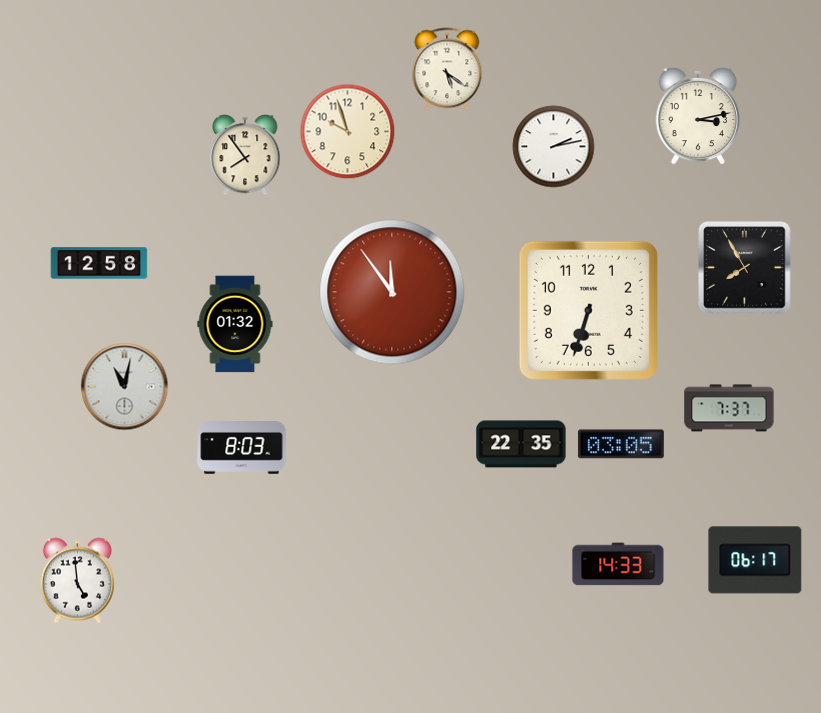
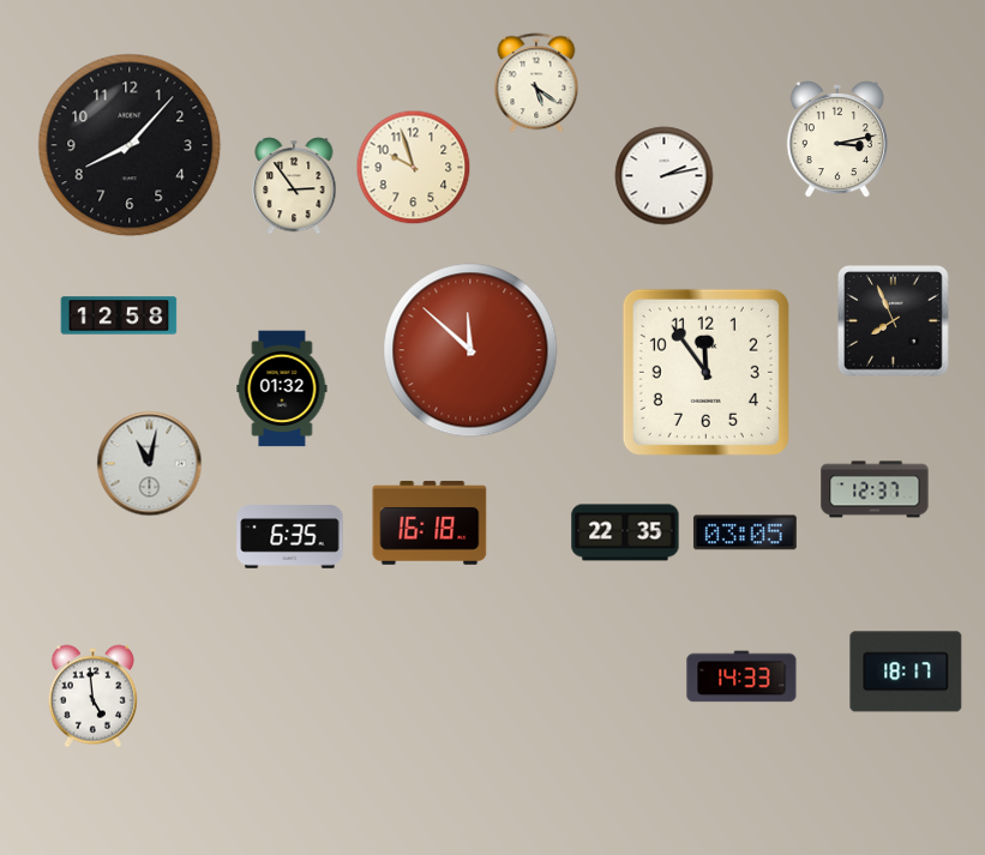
clock at (130, 145): none -> 8:07
clock at (348, 132) position: (348, 132) -> (414, 168)
clock at (245, 155): 7:54 -> 2:54
clock at (745, 268): 7:55 -> 7:56
clock at (392, 292): 11:54 -> 11:52
clock at (588, 310): 6:33 -> 11:54
clock at (729, 408): 7:37 -> 12:37
clock at (430, 523): none -> 16:18
clock at (242, 448): 8:03 -> 6:35
clock at (755, 560): 06:17 -> 18:17
